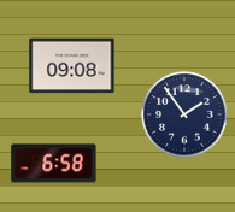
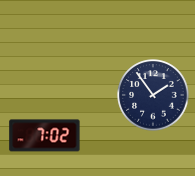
clock at (72, 66): 09:08 -> none
clock at (54, 164): 6:58 -> 7:02
